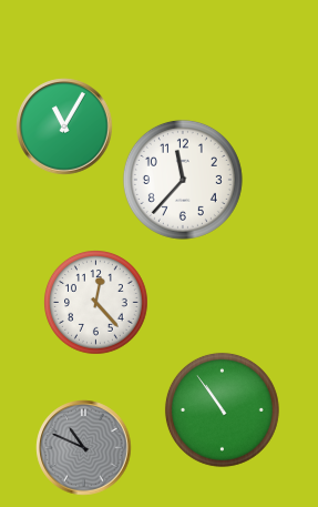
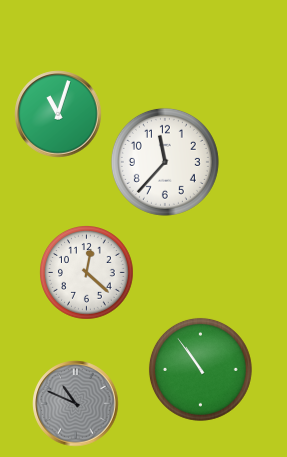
clock at (64, 126): 11:05 -> 11:03
clock at (96, 303): 12:23 -> 12:22
